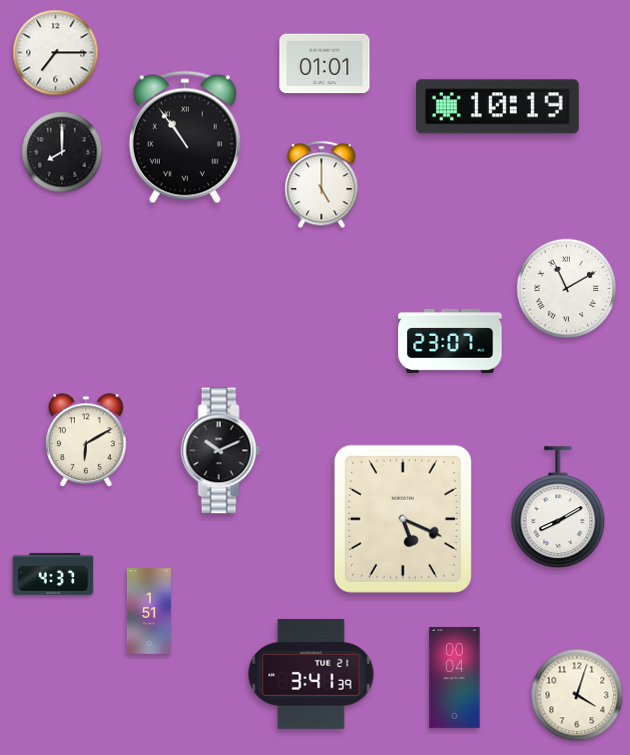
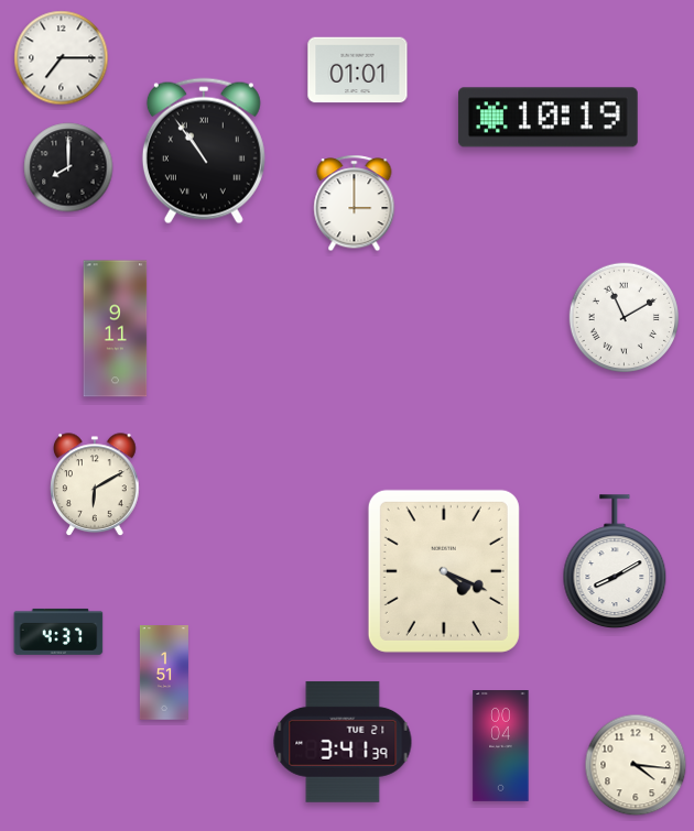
clock at (322, 185): 5:00 -> 3:00
clock at (116, 329): none -> 9:11
clock at (450, 341): 23:07 -> none
clock at (221, 451): 10:11 -> none
clock at (558, 508) position: (558, 508) -> (615, 562)
clock at (403, 519): 5:19 -> 4:19
clock at (577, 695): 4:03 -> 4:16
